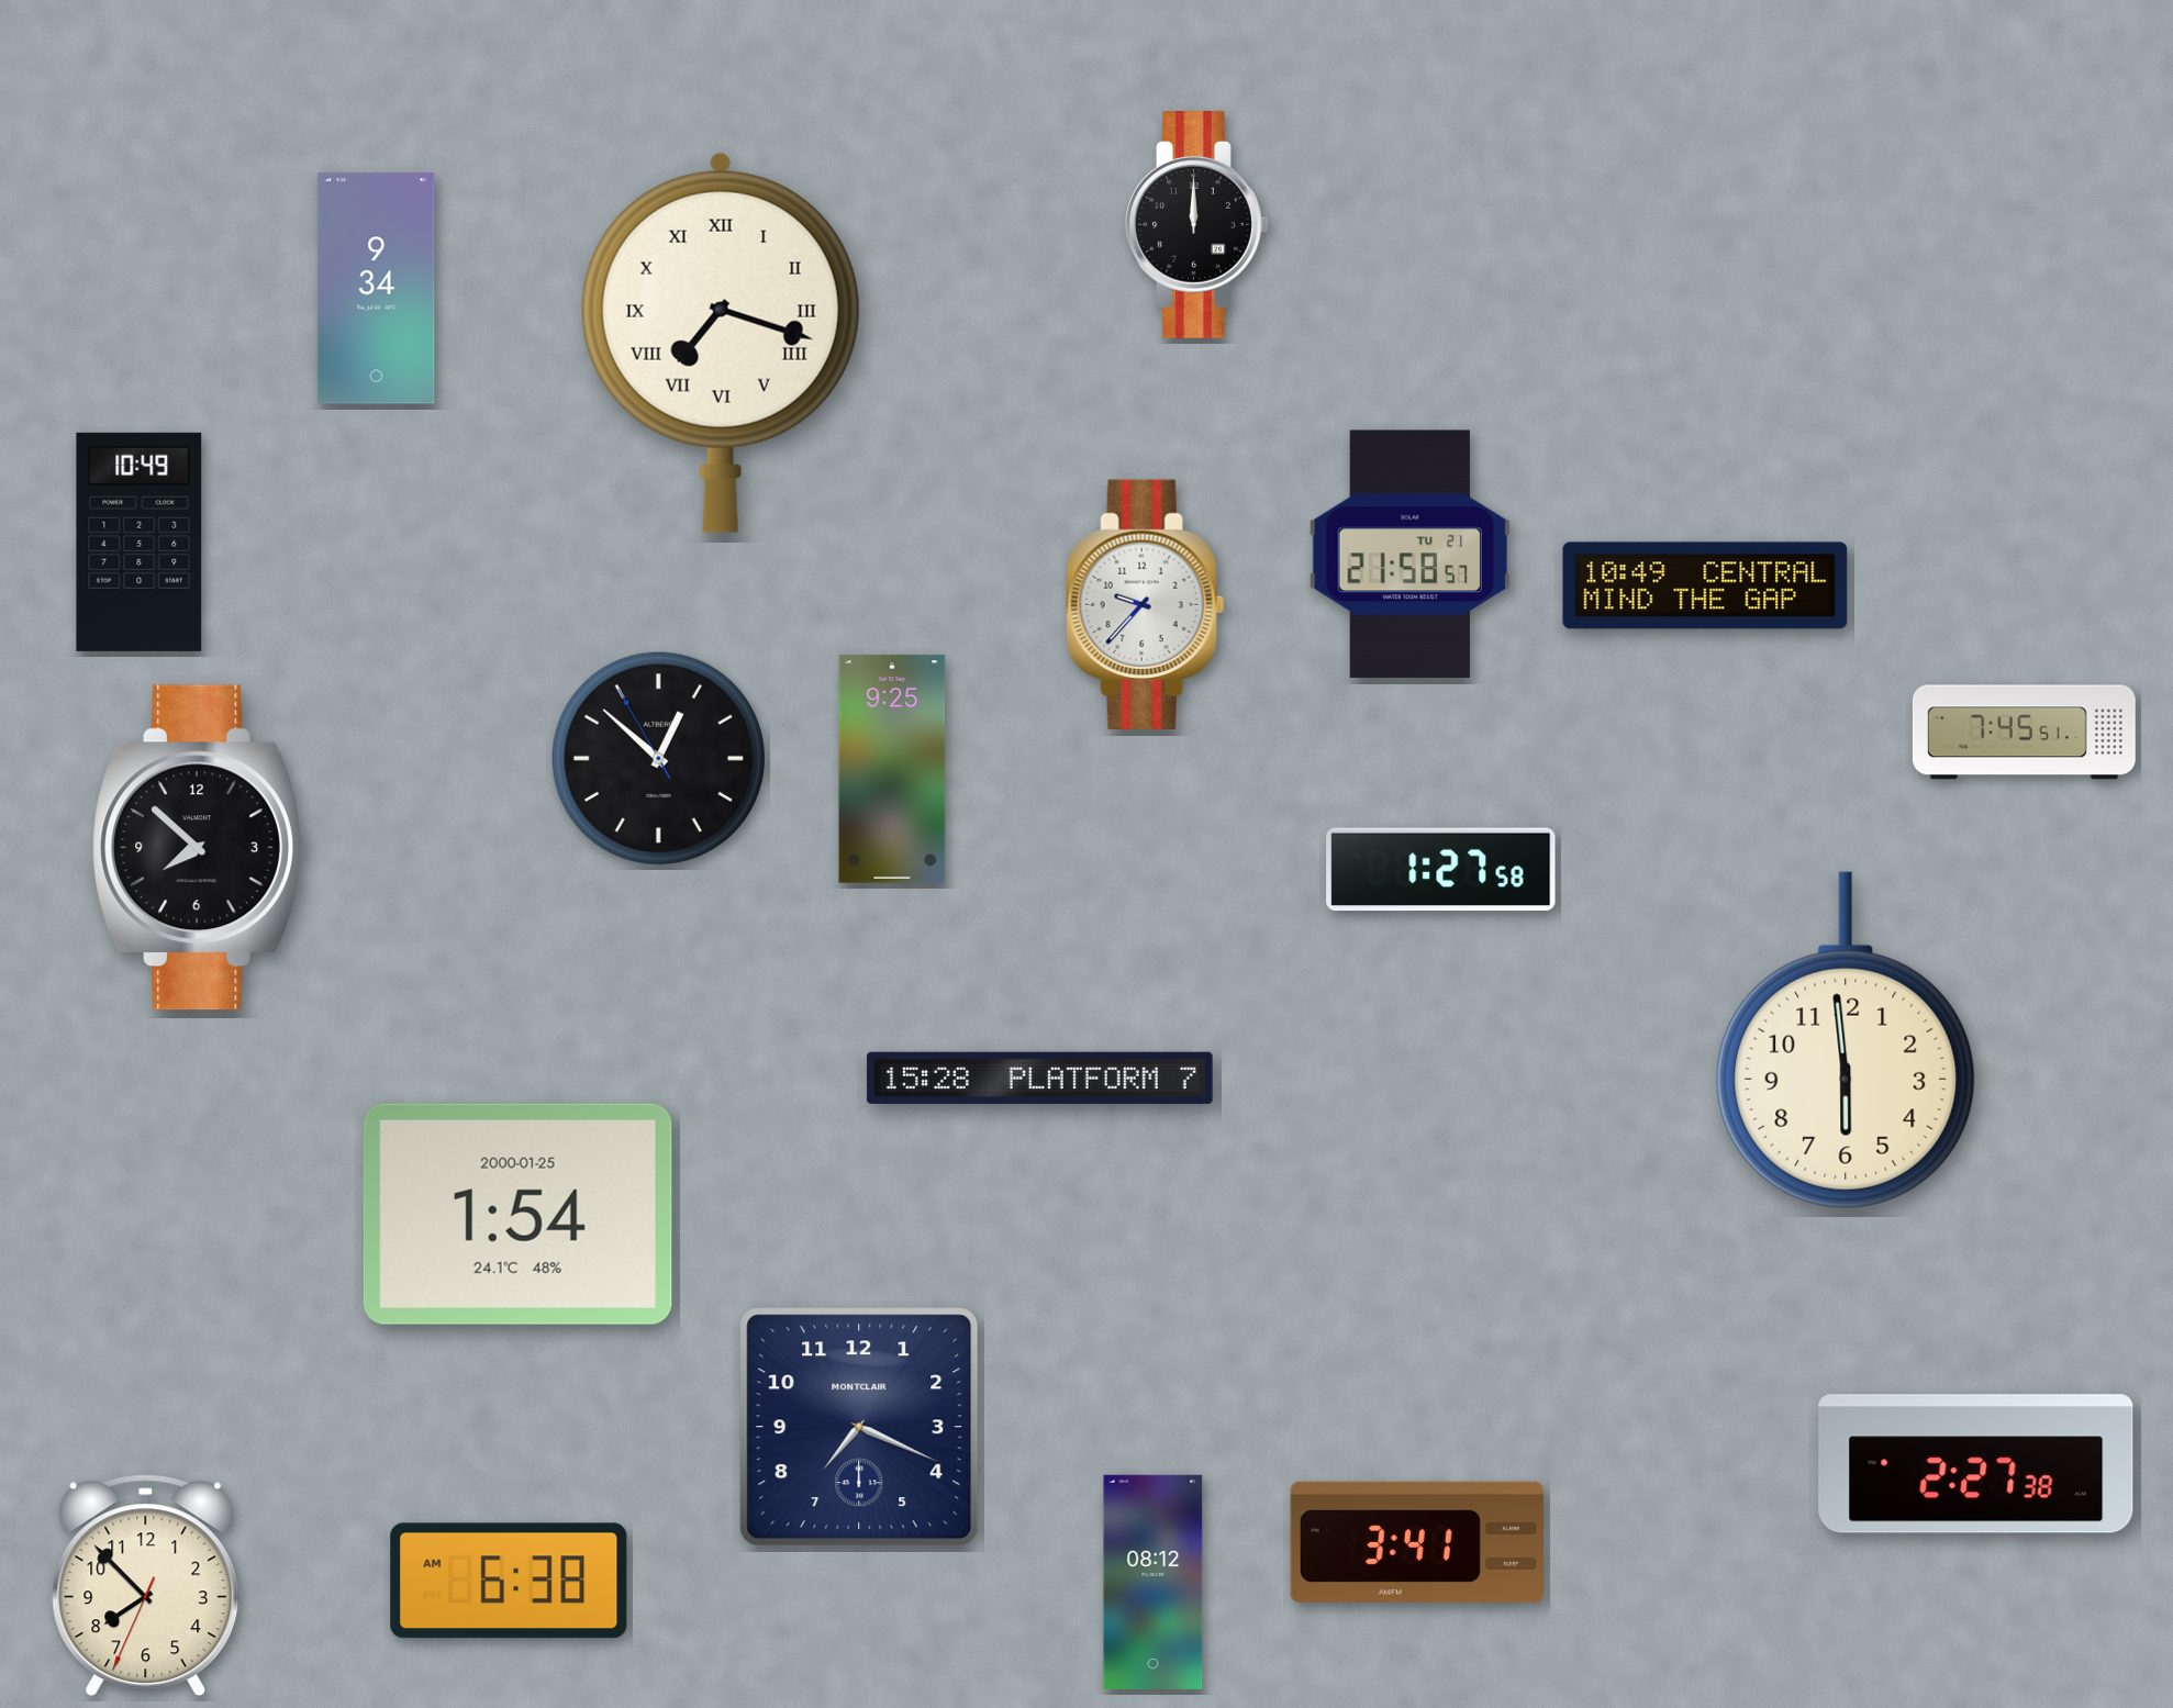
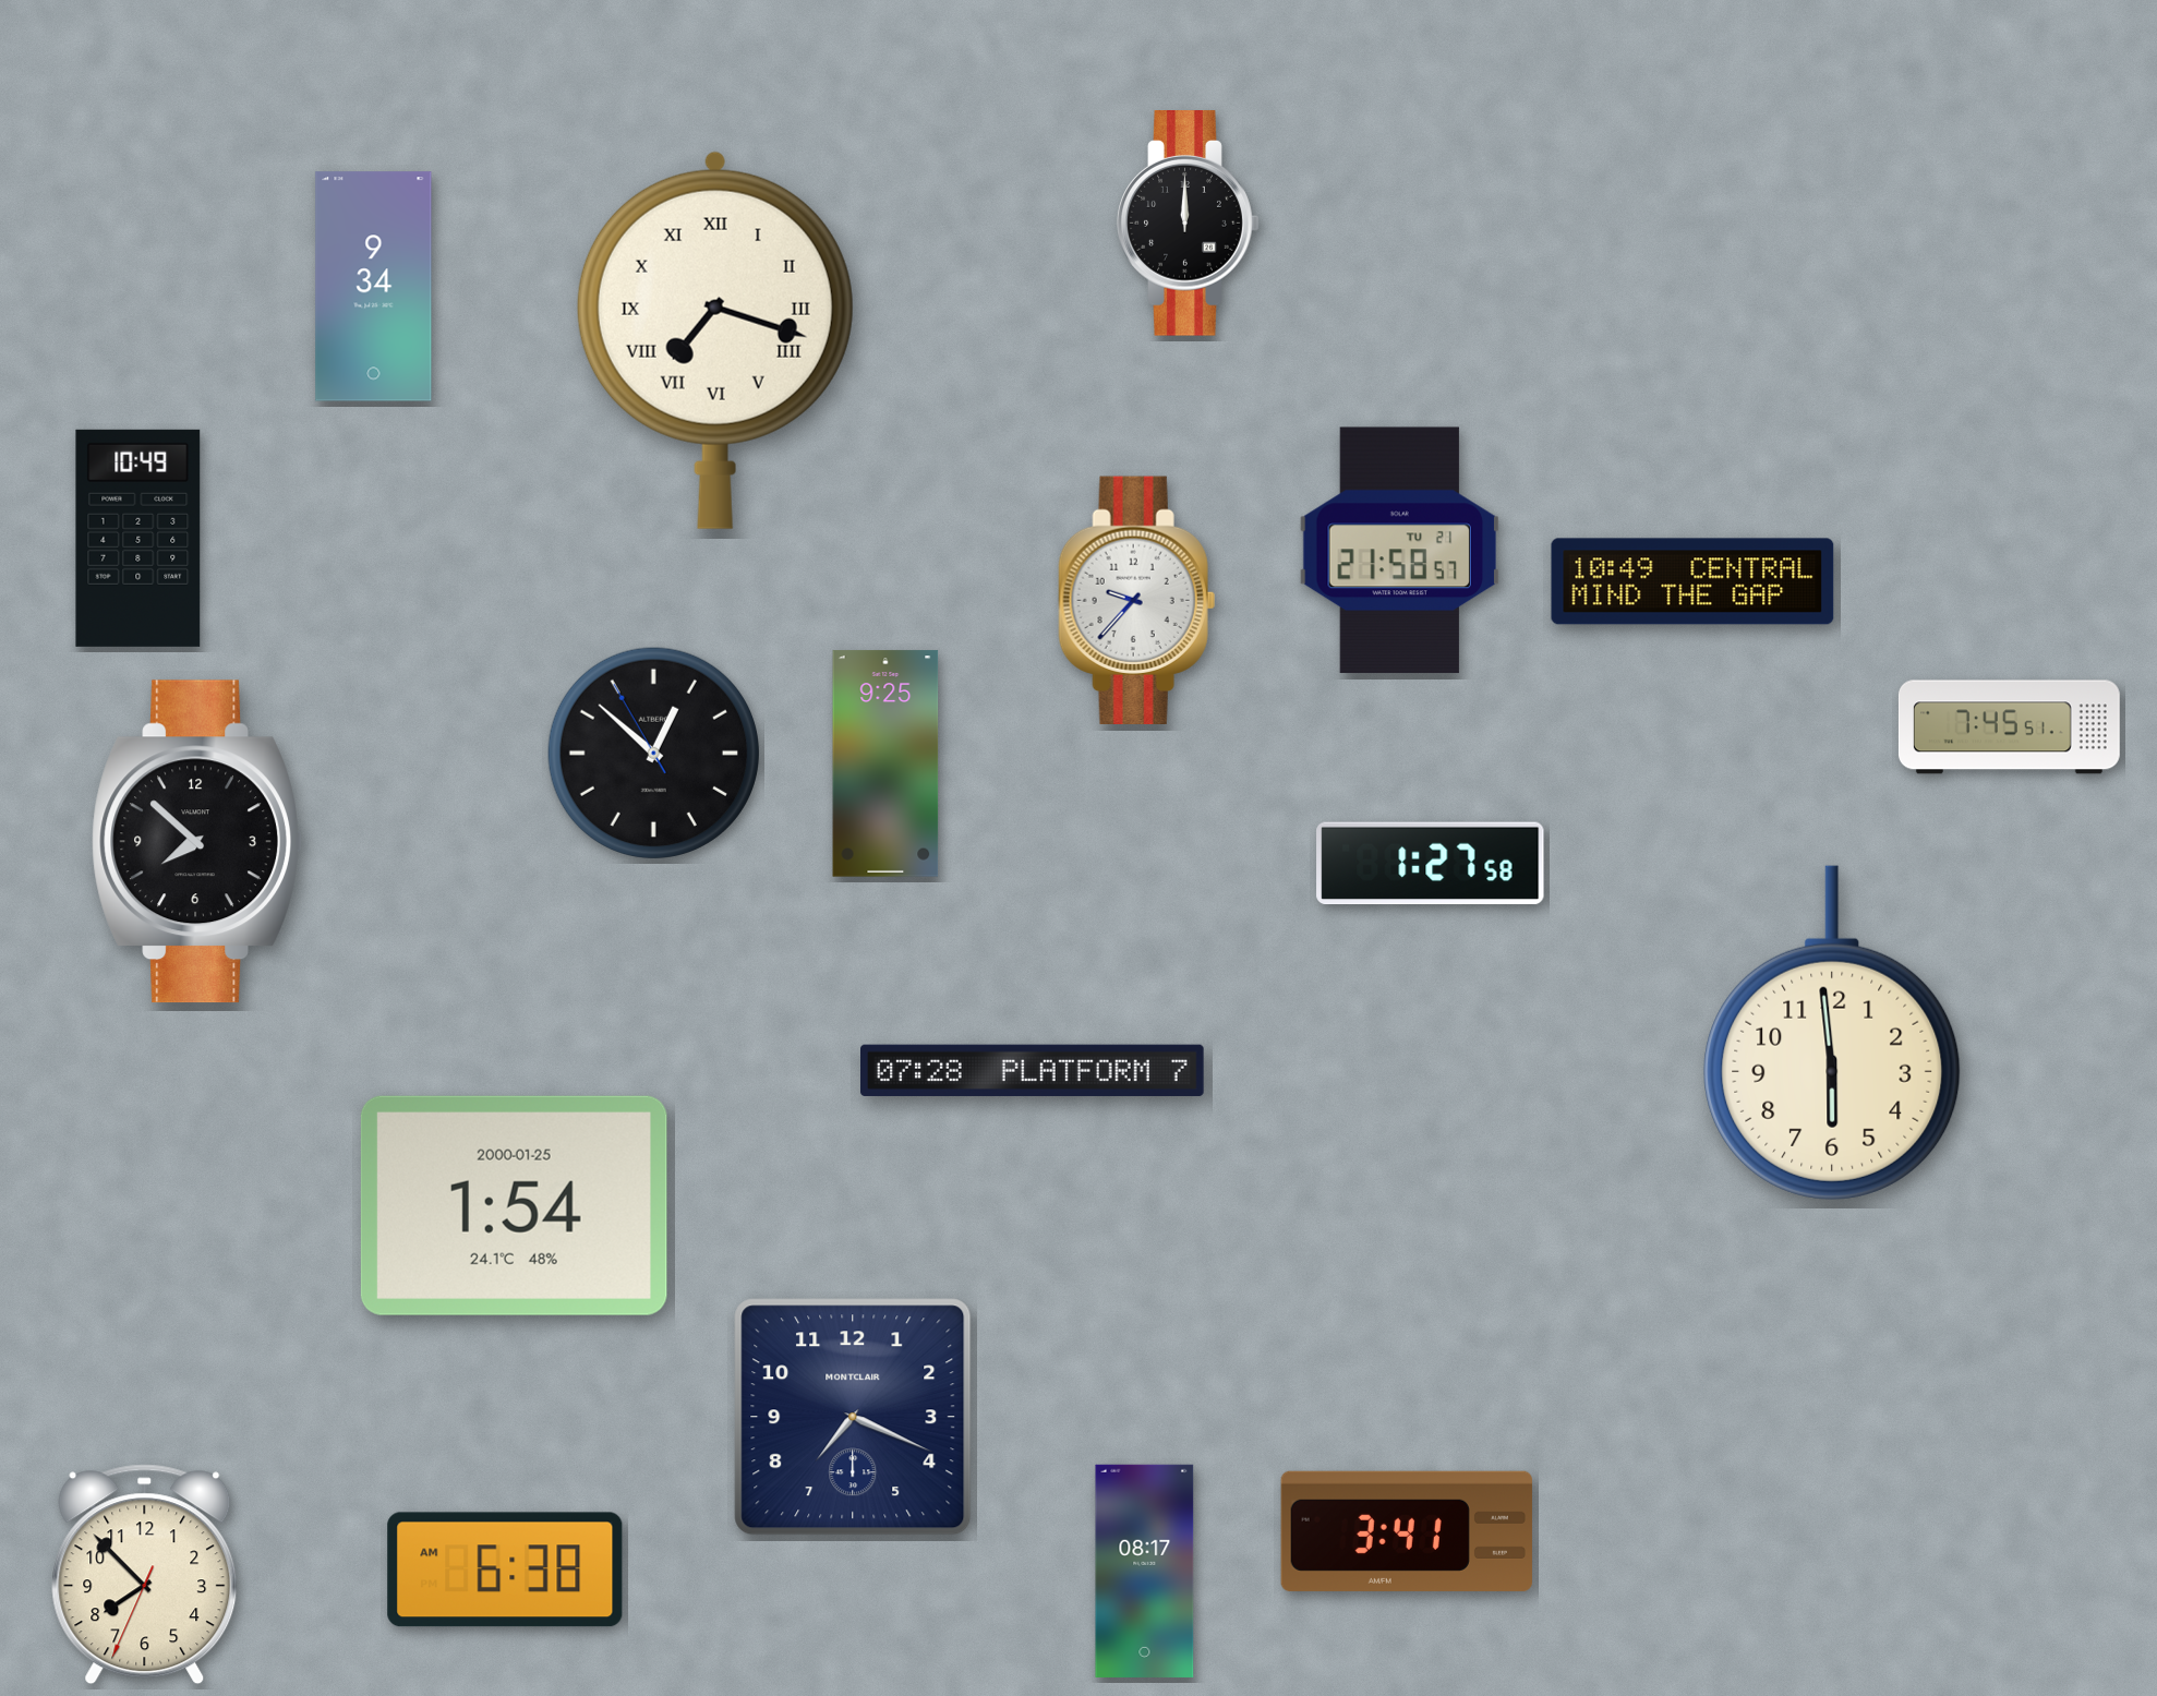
clock at (1040, 1078): 15:28 -> 07:28
clock at (1976, 1464): 2:27 -> none
clock at (1154, 1582): 08:12 -> 08:17
